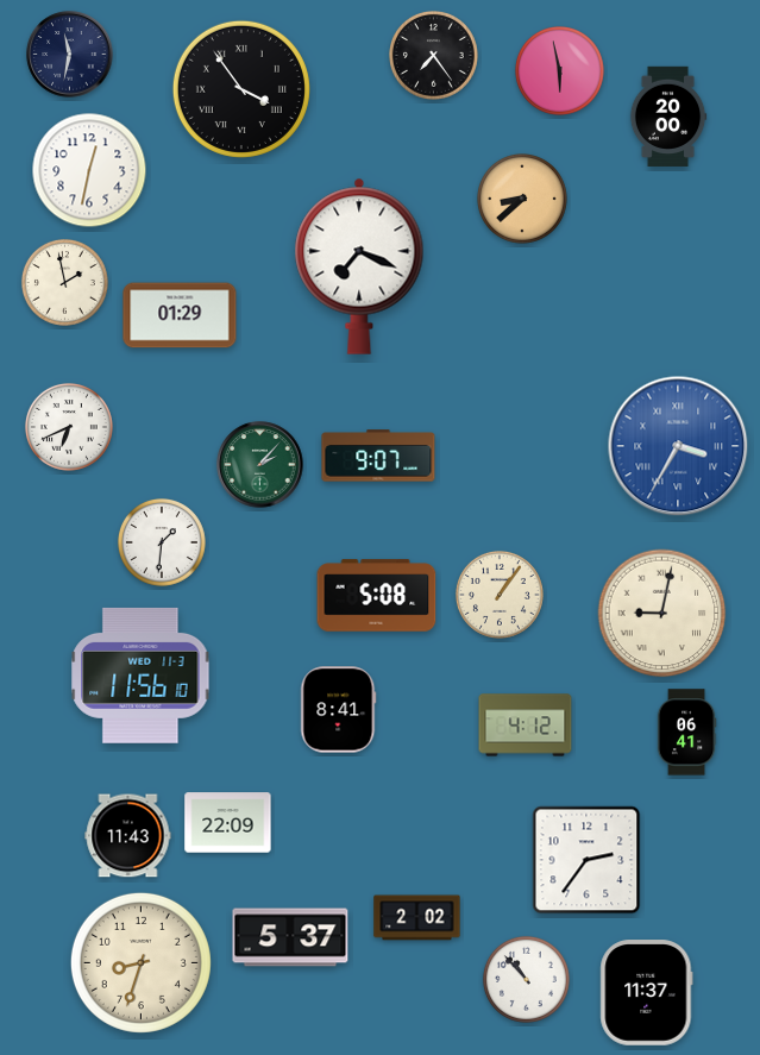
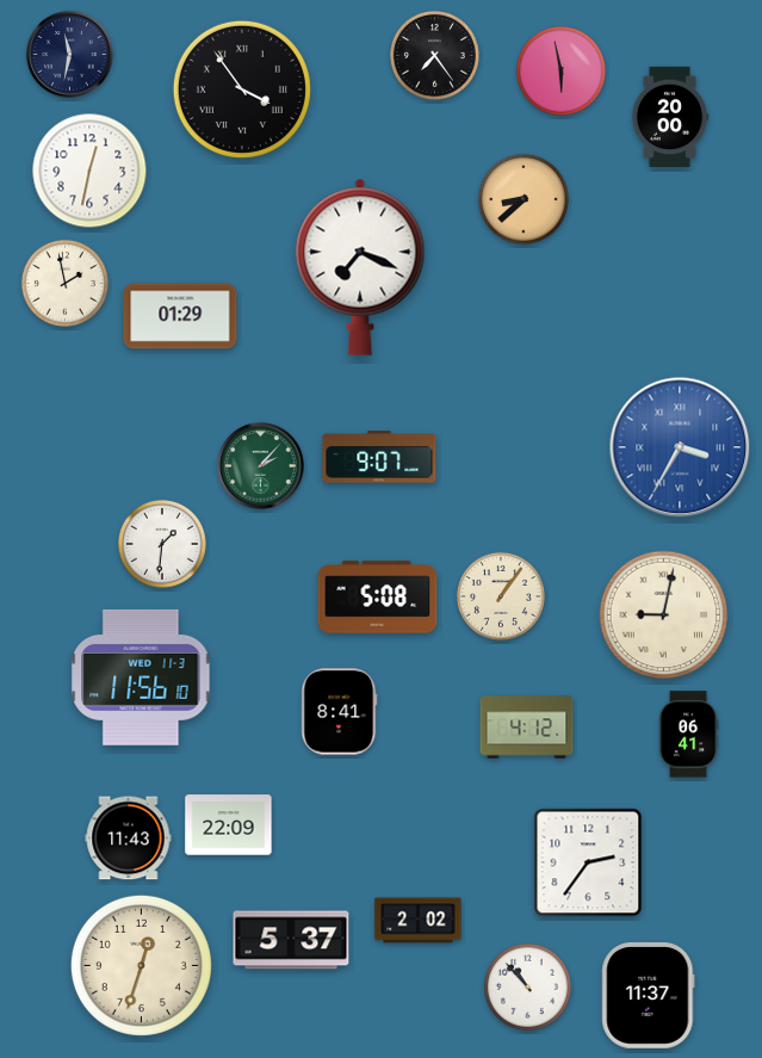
clock at (69, 427): 6:41 -> none
clock at (140, 962): 8:33 -> 12:33
clock at (526, 979) position: (526, 979) -> (527, 986)
